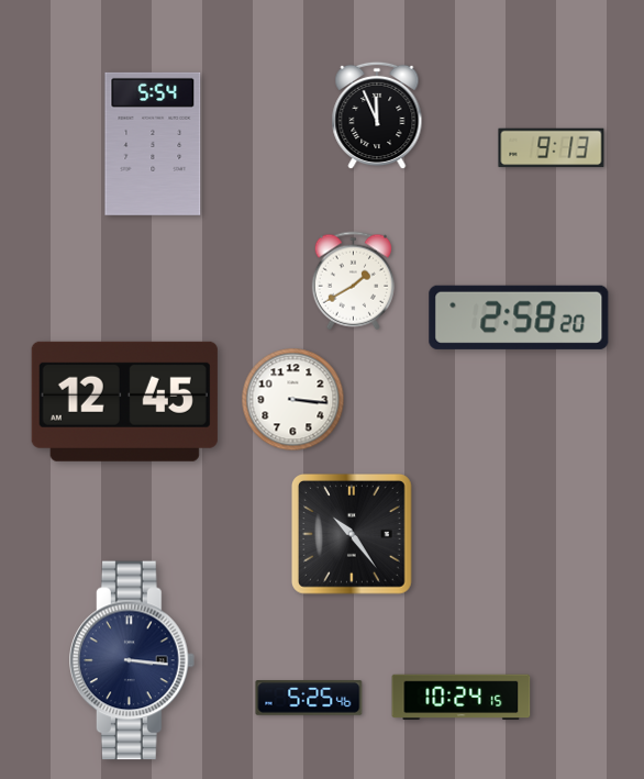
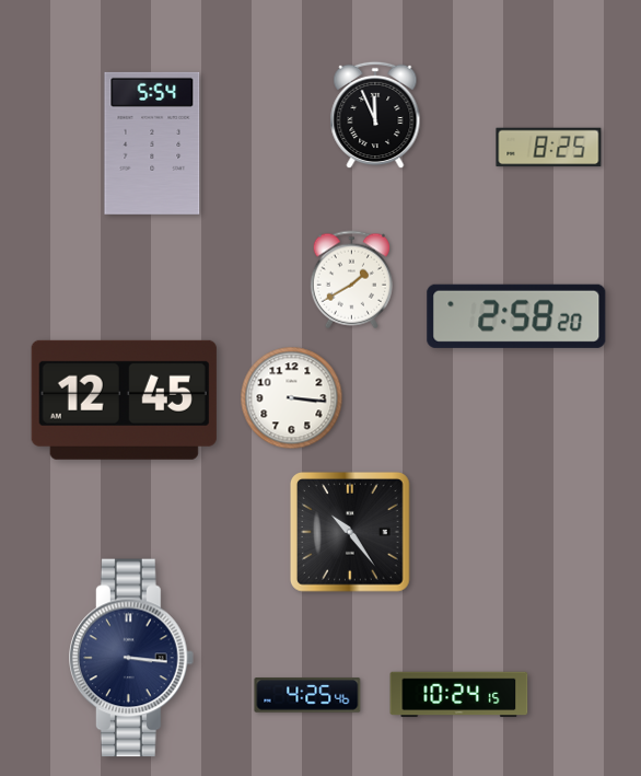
clock at (552, 148): 9:13 -> 8:25
clock at (309, 698): 5:25 -> 4:25
